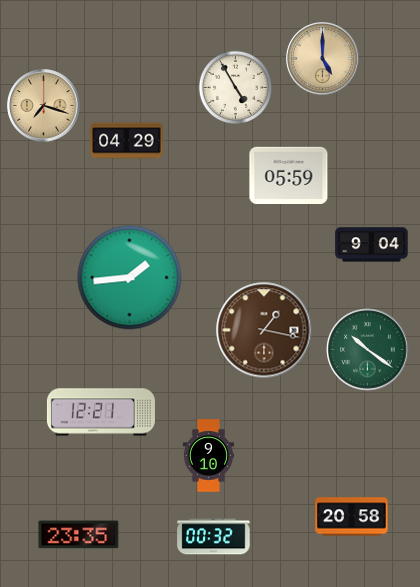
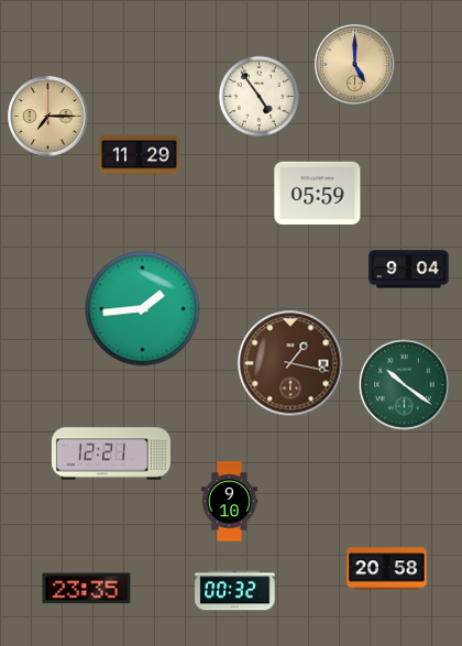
clock at (235, 87): 4:55 -> 4:54
clock at (44, 106): 7:18 -> 7:15
clock at (127, 141): 04:29 -> 11:29
clock at (130, 278) position: (130, 278) -> (143, 309)
